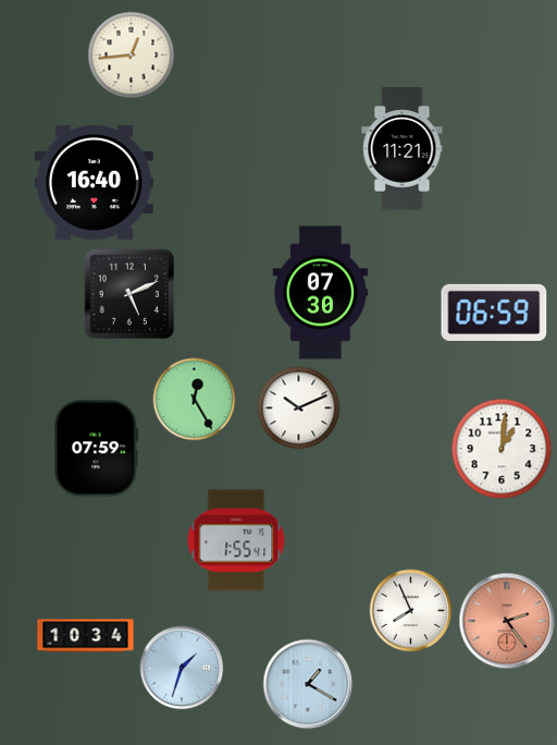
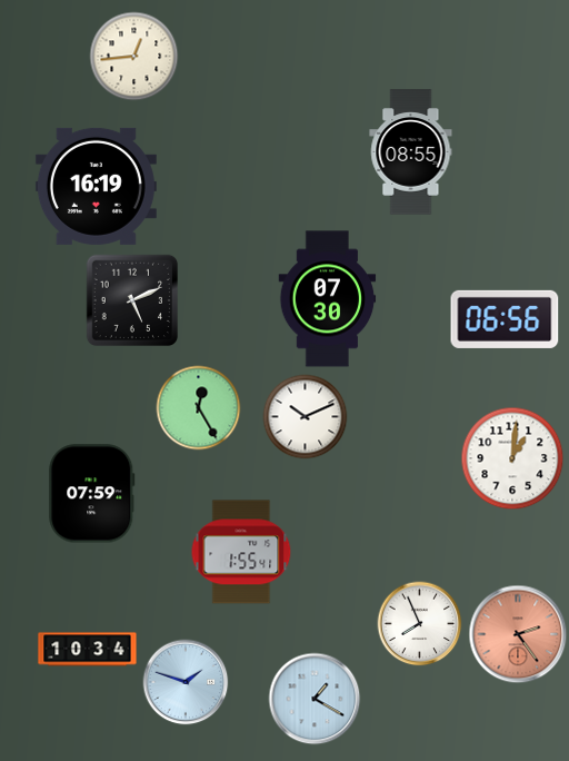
clock at (403, 149): 11:21 -> 08:55
clock at (94, 182): 16:40 -> 16:19
clock at (494, 313): 06:59 -> 06:56
clock at (97, 449) position: (97, 449) -> (92, 494)
clock at (182, 668): 1:33 -> 1:48
